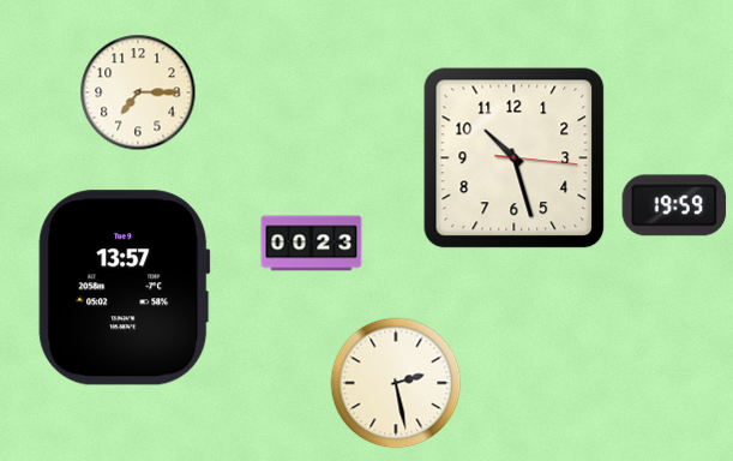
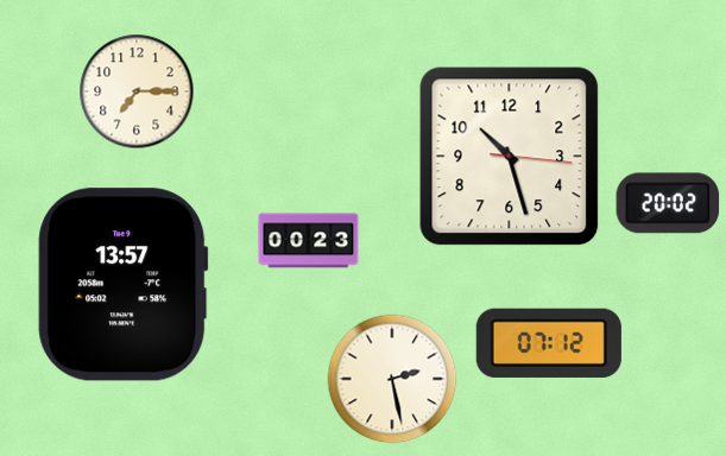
clock at (674, 205): 19:59 -> 20:02
clock at (549, 343): none -> 07:12
